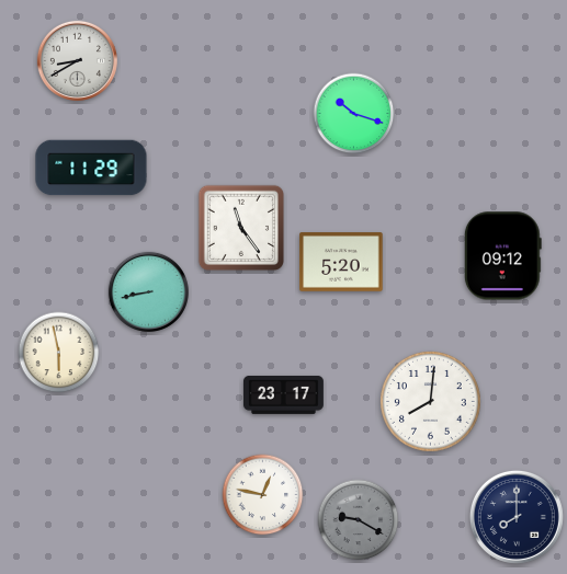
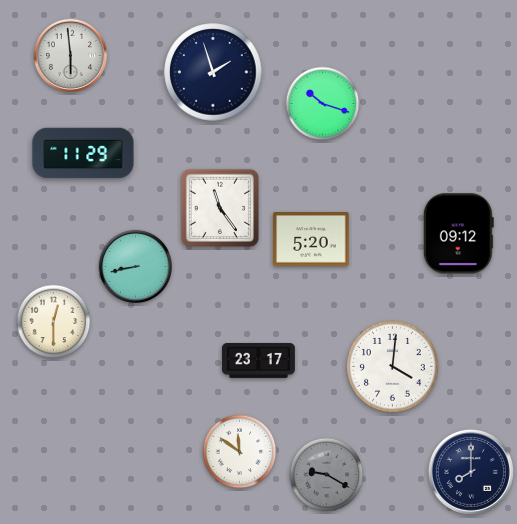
clock at (77, 60): 8:40 -> 5:59
clock at (213, 72): none -> 1:57
clock at (59, 353): 5:58 -> 12:30
clock at (431, 402): 8:01 -> 4:01
clock at (263, 495): 12:47 -> 11:51
